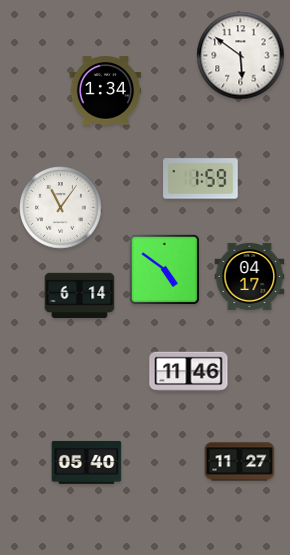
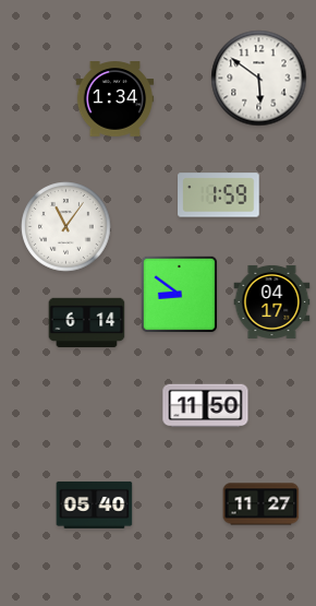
clock at (241, 56) position: (241, 56) -> (259, 79)
clock at (164, 269): 4:51 -> 8:51
clock at (189, 372): 11:46 -> 11:50
